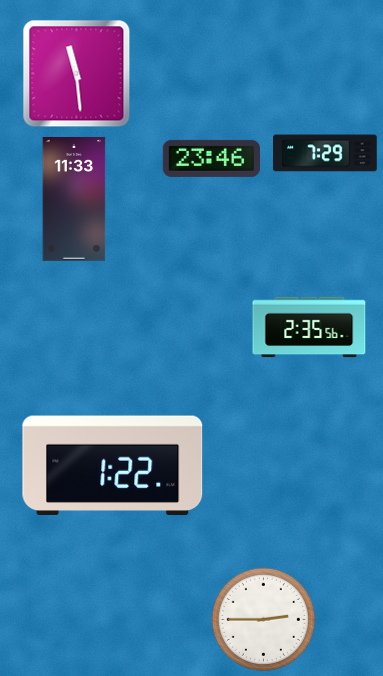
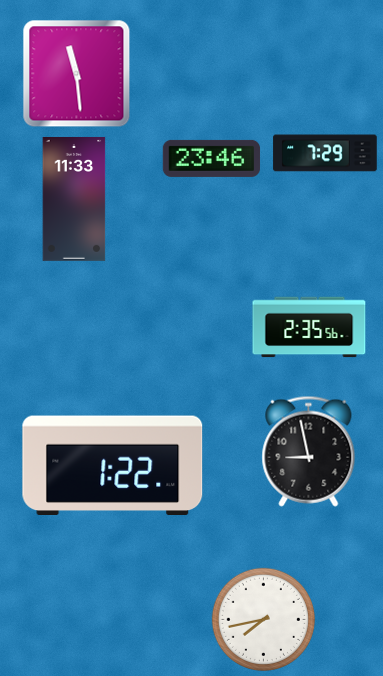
clock at (309, 451): none -> 8:58
clock at (263, 619): 2:45 -> 7:43
